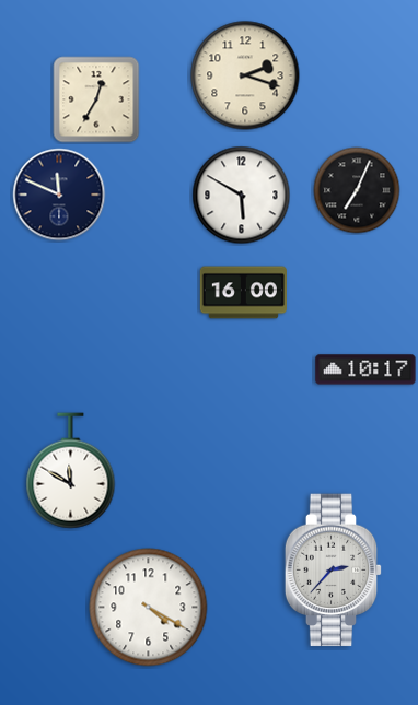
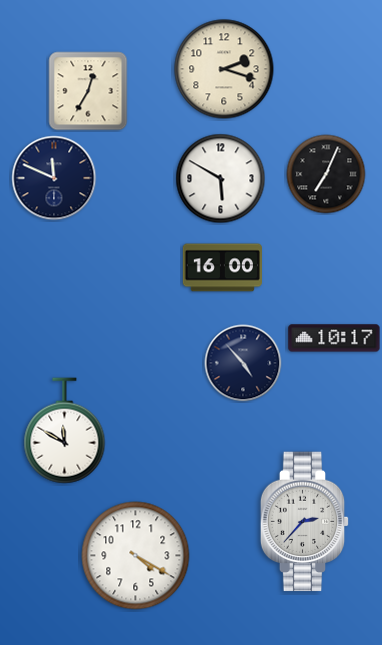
clock at (243, 363): none -> 4:53
